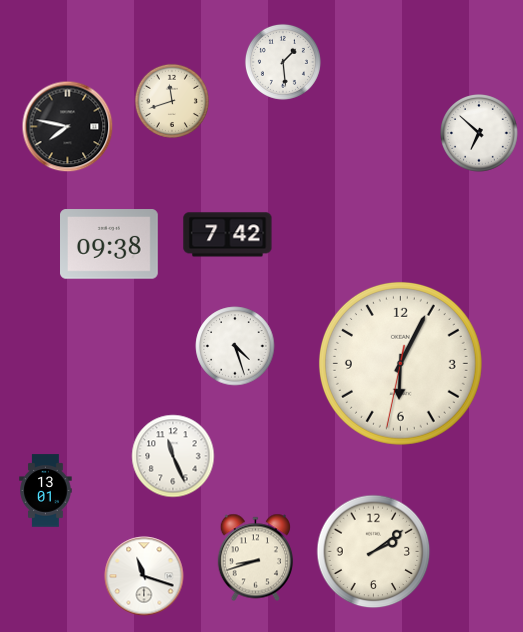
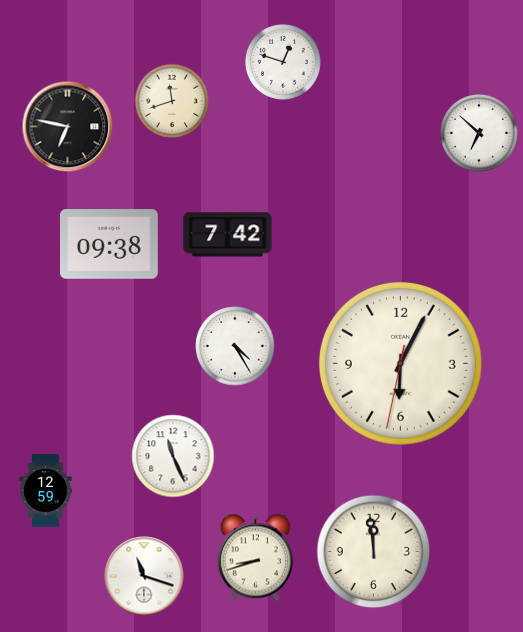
clock at (283, 62): 1:29 -> 12:48
clock at (68, 127): 7:47 -> 6:47
clock at (235, 346): 4:27 -> 4:25
clock at (46, 491): 13:01 -> 12:59
clock at (374, 552): 2:09 -> 11:59
